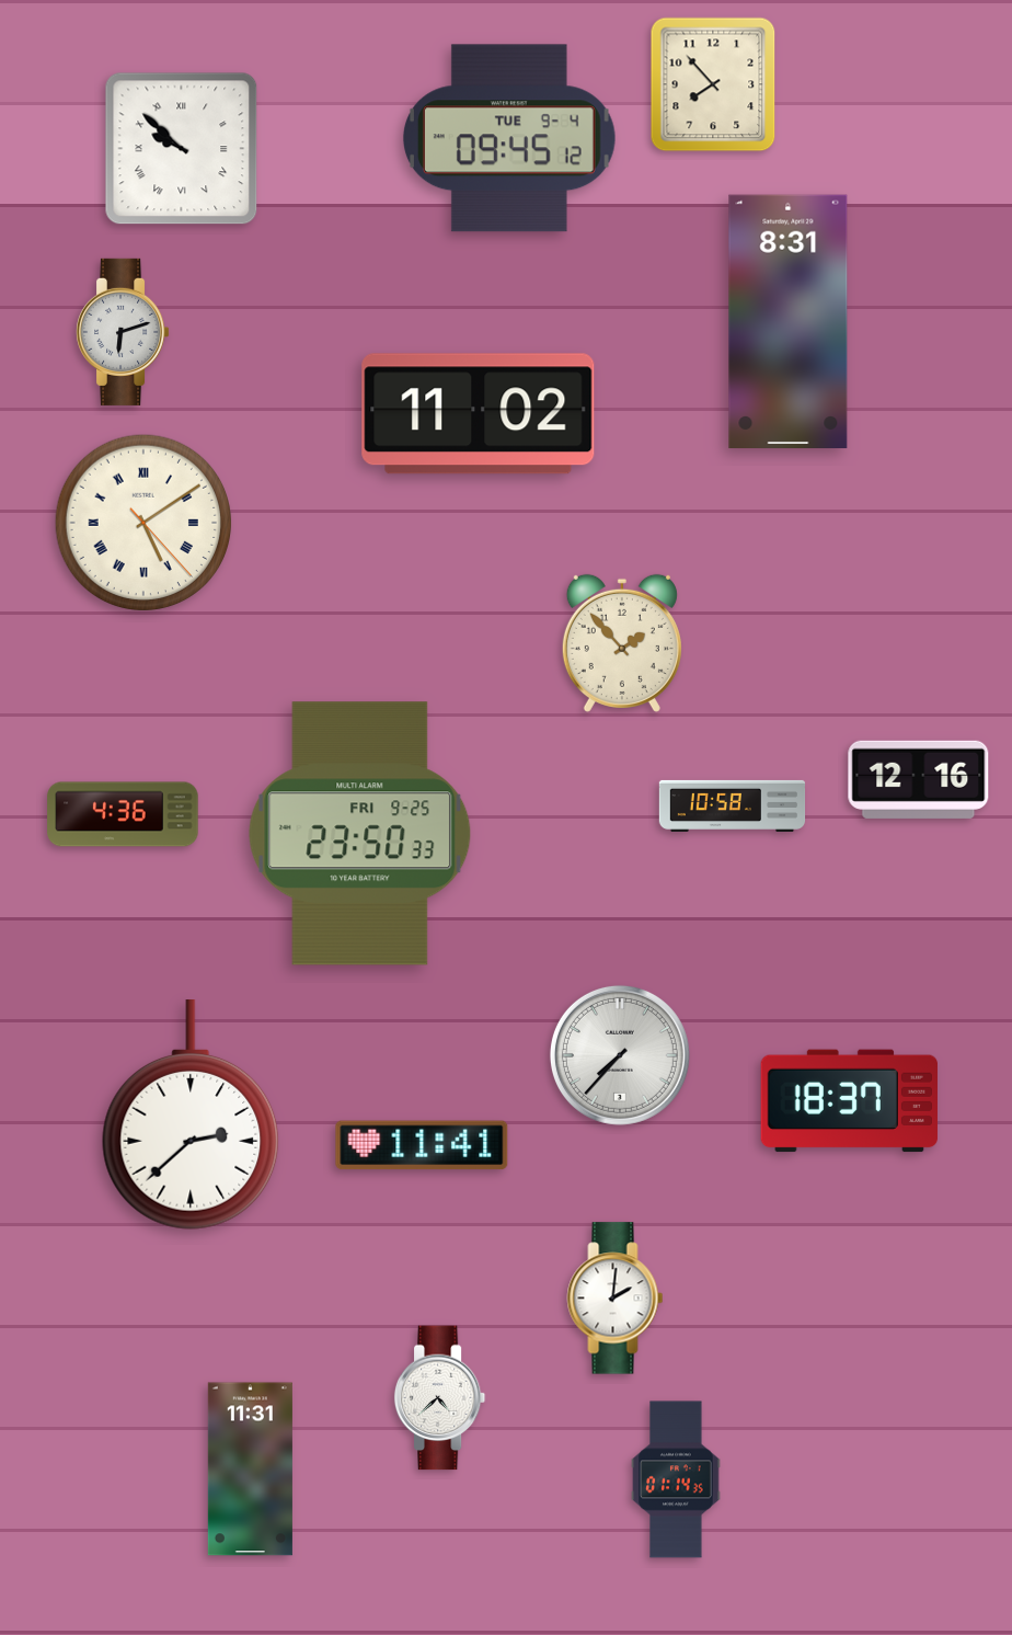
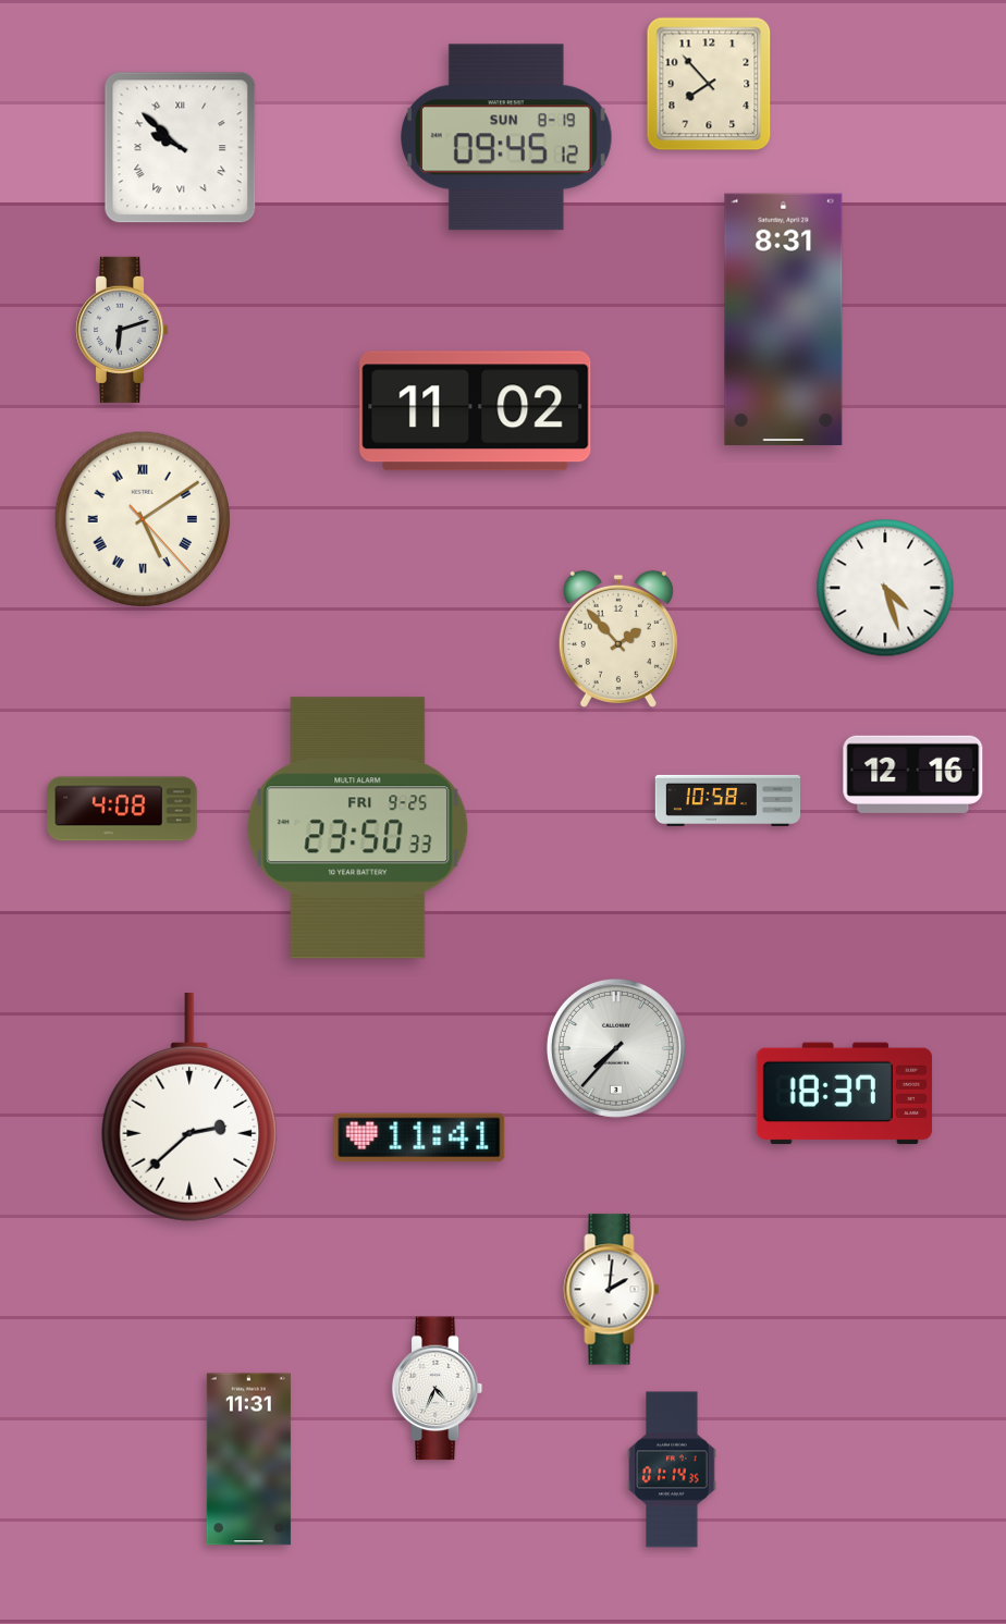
clock at (509, 138) date: TUE 9-4 -> SUN 8-19
clock at (885, 588): none -> 4:27
clock at (123, 814): 4:36 -> 4:08
clock at (440, 1398): 4:38 -> 4:34
